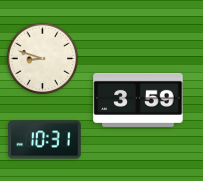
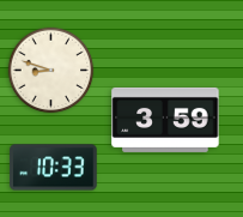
clock at (45, 140): 10:31 -> 10:33
